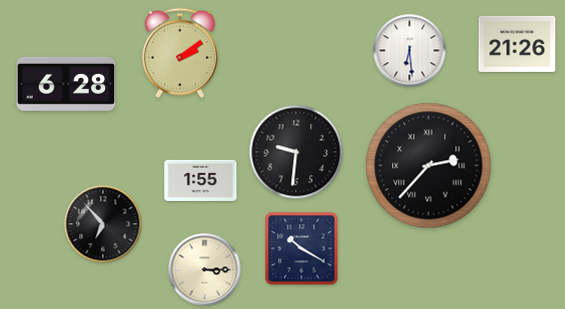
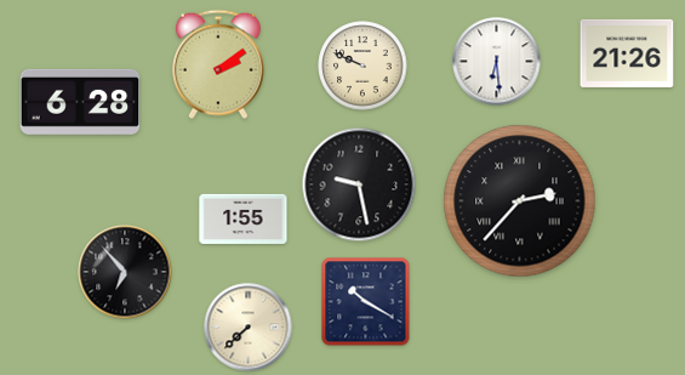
clock at (363, 66): none -> 9:49
clock at (296, 152): 9:31 -> 9:28
clock at (205, 270): 3:15 -> 7:38
